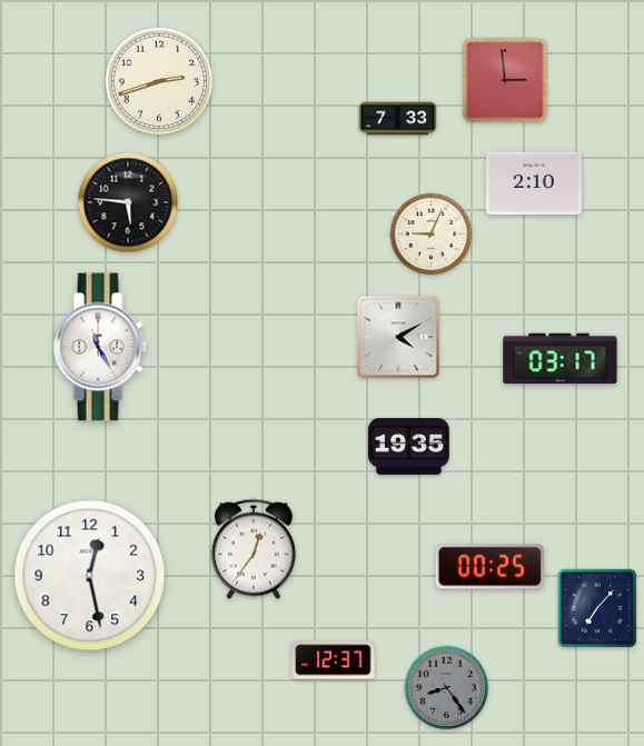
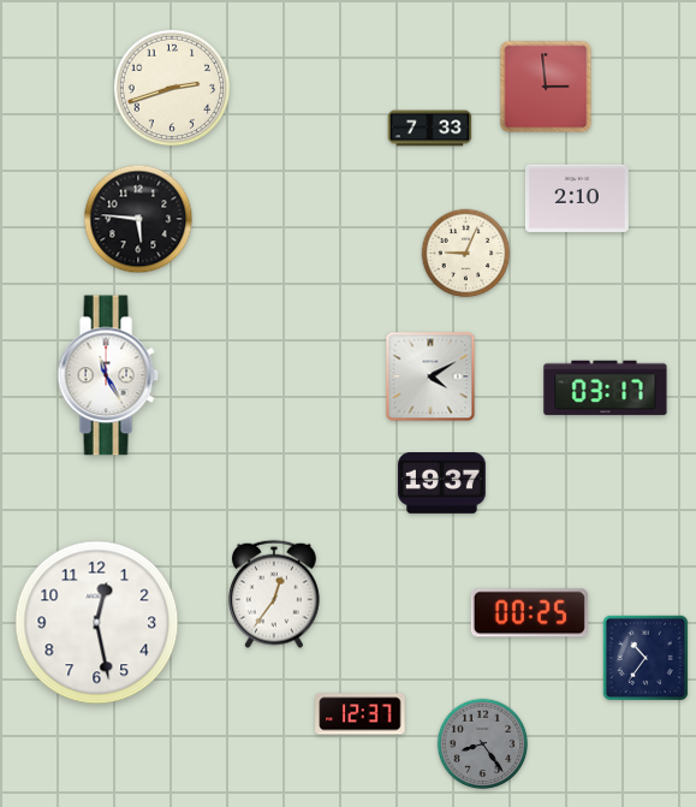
clock at (398, 337) position: (398, 337) -> (430, 376)
clock at (409, 447): 19:35 -> 19:37
clock at (597, 608): 7:07 -> 10:36
